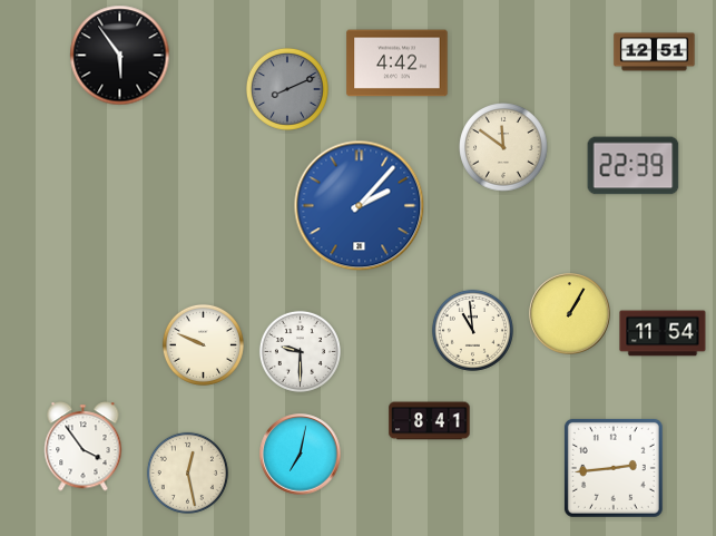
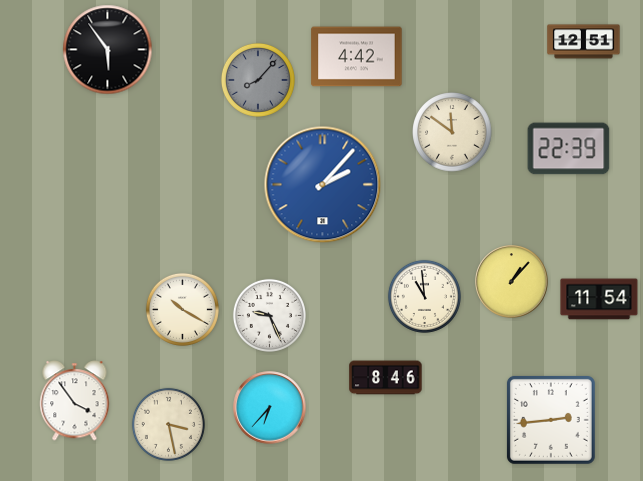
clock at (655, 52) position: (655, 52) -> (584, 42)
clock at (287, 89): 8:11 -> 8:07
clock at (570, 314): 1:05 -> 1:07
clock at (663, 333) position: (663, 333) -> (599, 299)
clock at (203, 344): 9:49 -> 10:20
clock at (300, 351): 9:30 -> 9:26
clock at (430, 421): 8:41 -> 8:46
clock at (301, 455): 7:02 -> 6:37
clock at (187, 472): 12:28 -> 3:28
